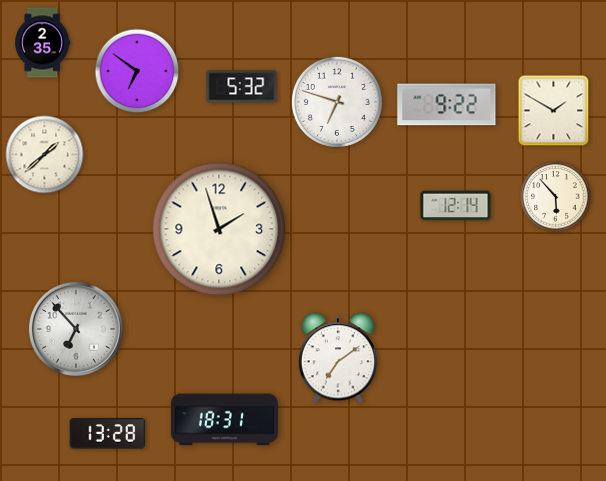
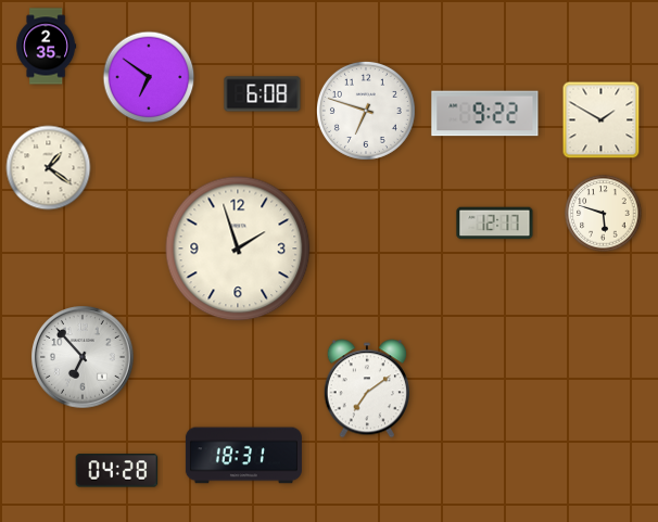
clock at (242, 87): 5:32 -> 6:08
clock at (45, 155): 1:38 -> 1:21
clock at (556, 197): 5:53 -> 5:48
clock at (456, 206): 12:14 -> 12:17
clock at (108, 434): 13:28 -> 04:28
